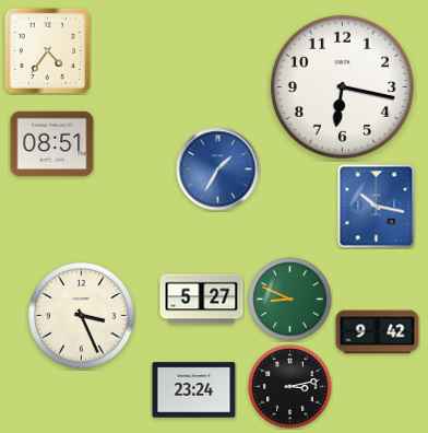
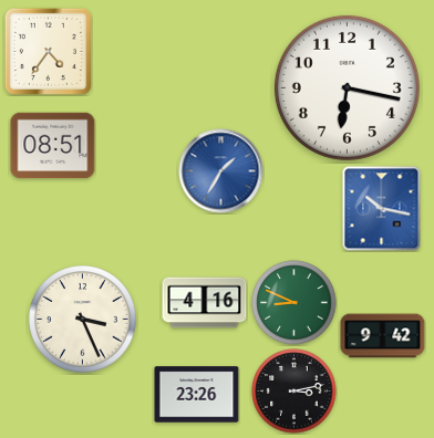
clock at (202, 300): 5:27 -> 4:16
clock at (194, 390): 23:24 -> 23:26
